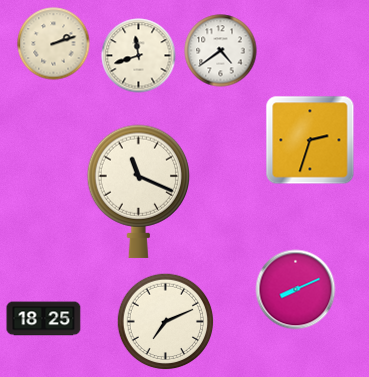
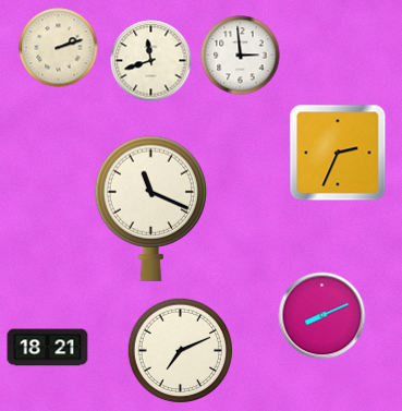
clock at (221, 51): 4:39 -> 2:59
clock at (310, 140): 2:33 -> 2:34
clock at (44, 319): 18:25 -> 18:21
